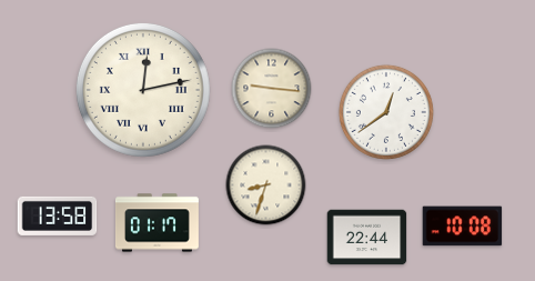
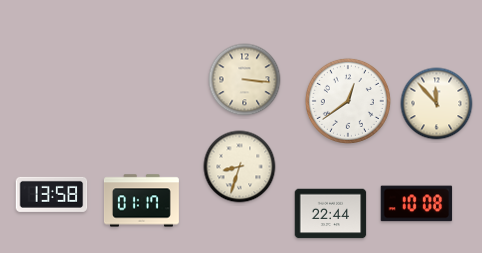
clock at (272, 89): 9:16 -> 3:16
clock at (143, 90): 12:13 -> none
clock at (437, 104): none -> 11:53
